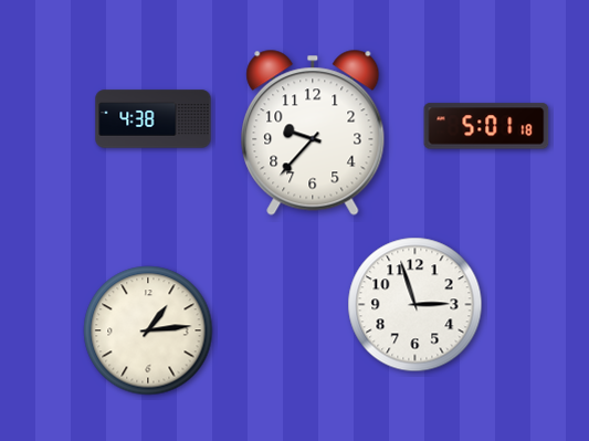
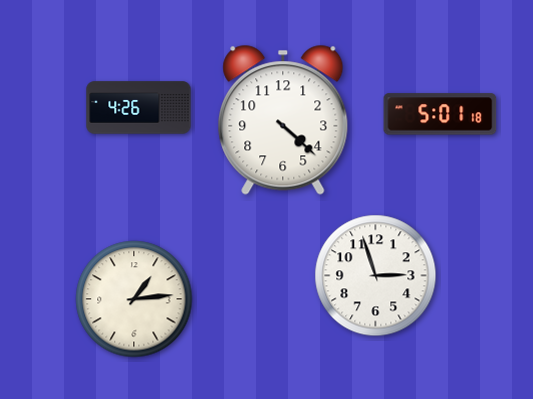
clock at (154, 119): 4:38 -> 4:26
clock at (313, 133): 9:37 -> 4:22
